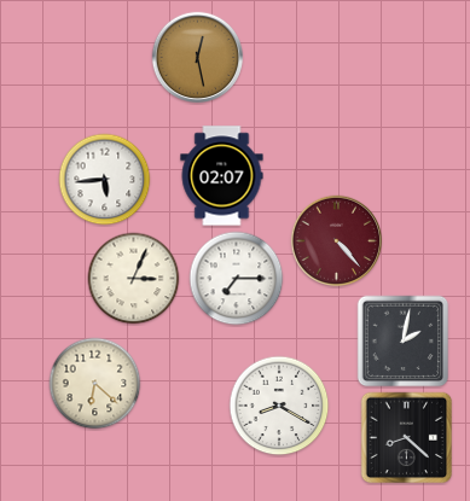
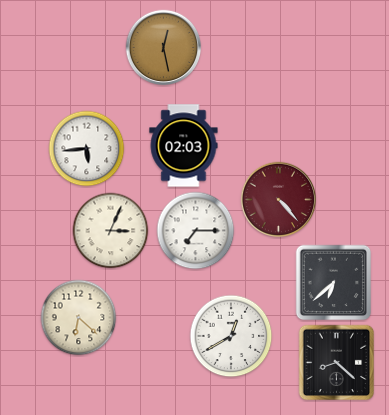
clock at (222, 176): 02:07 -> 02:03
clock at (404, 342): 2:02 -> 6:38
clock at (279, 406): 8:20 -> 12:40
